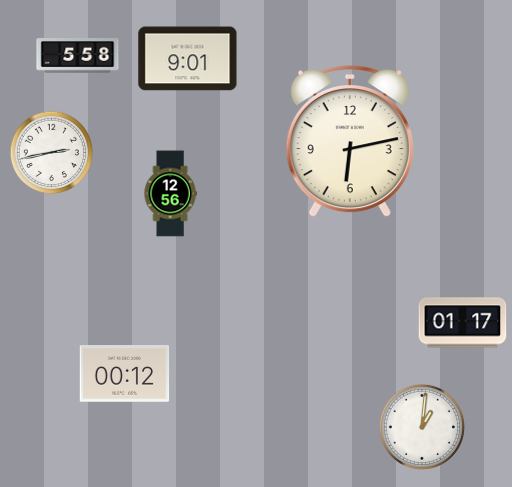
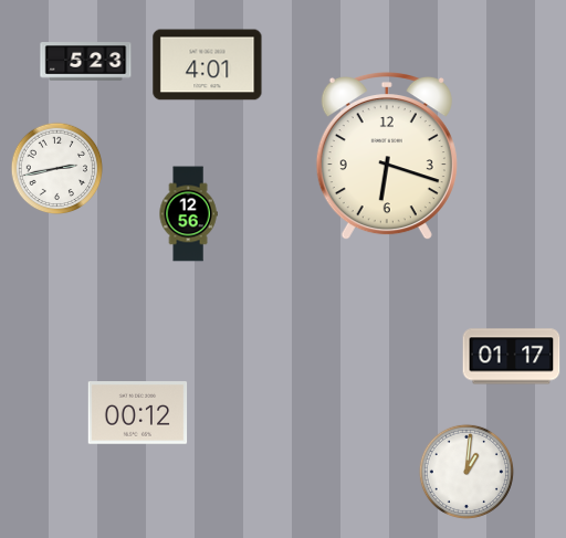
clock at (78, 56): 5:58 -> 5:23
clock at (188, 59): 9:01 -> 4:01
clock at (350, 141): 6:13 -> 6:18
